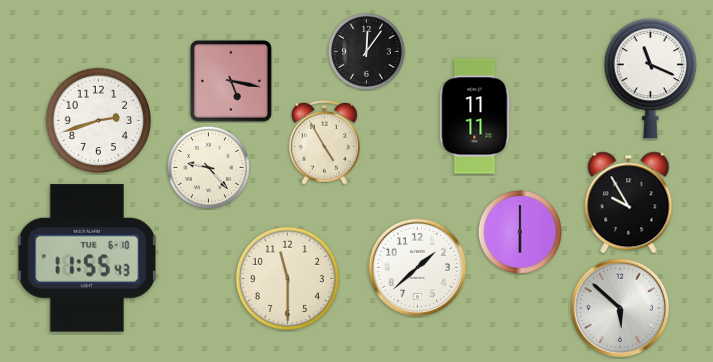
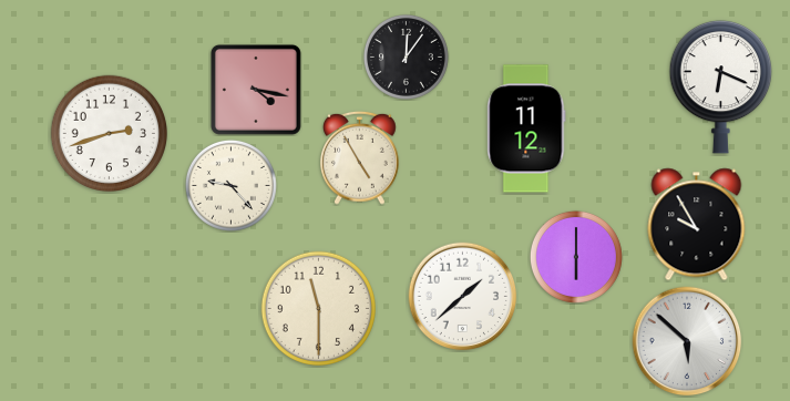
clock at (651, 78): 11:19 -> 6:19
clock at (231, 81): 5:17 -> 4:17
clock at (475, 116): 11:11 -> 11:12
clock at (87, 258): 11:55 -> none
